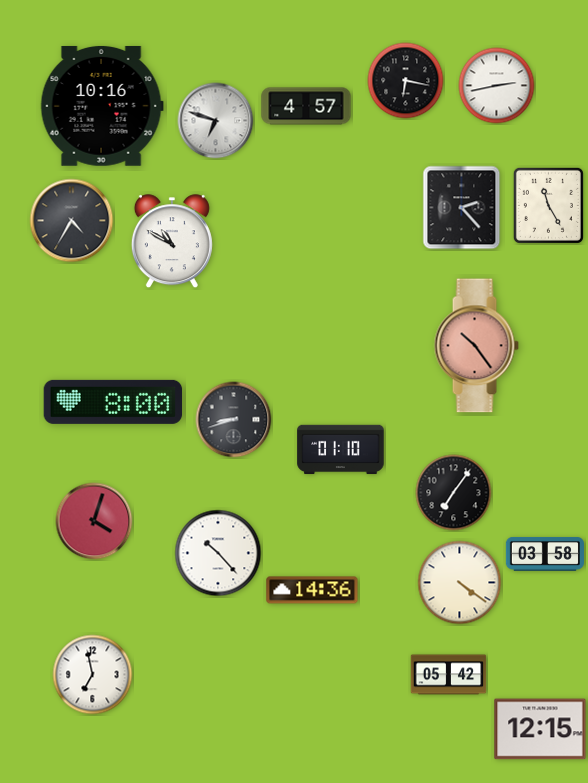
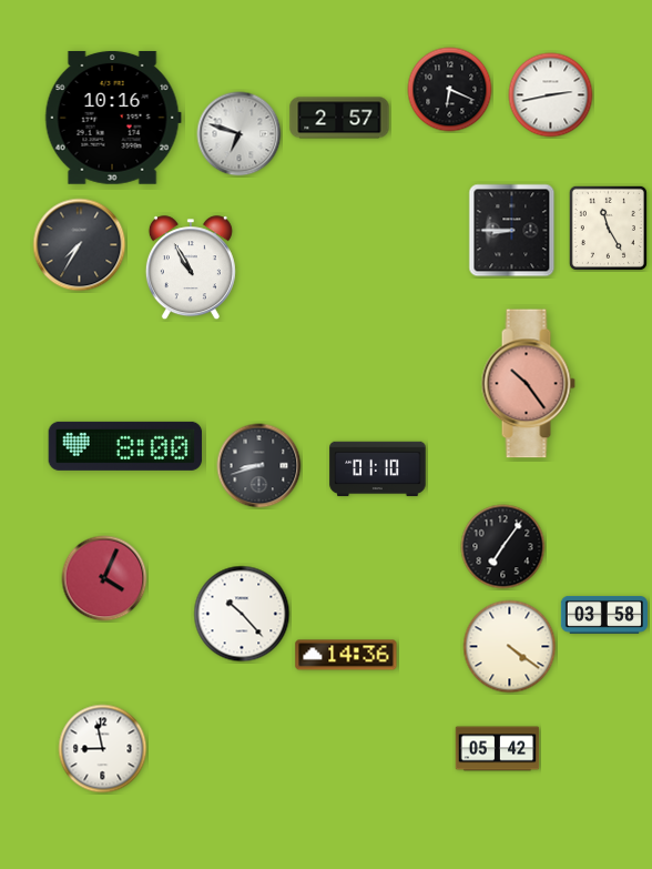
clock at (406, 81): 6:17 -> 6:19
clock at (306, 106): 4:57 -> 2:57
clock at (462, 208): 2:23 -> 8:45
clock at (72, 221): 4:35 -> 7:35
clock at (172, 242): 10:50 -> 10:55
clock at (341, 450) position: (341, 450) -> (378, 469)
clock at (94, 521): 4:03 -> 4:04
clock at (93, 675): 6:58 -> 8:58
clock at (540, 729): 12:15 -> none
